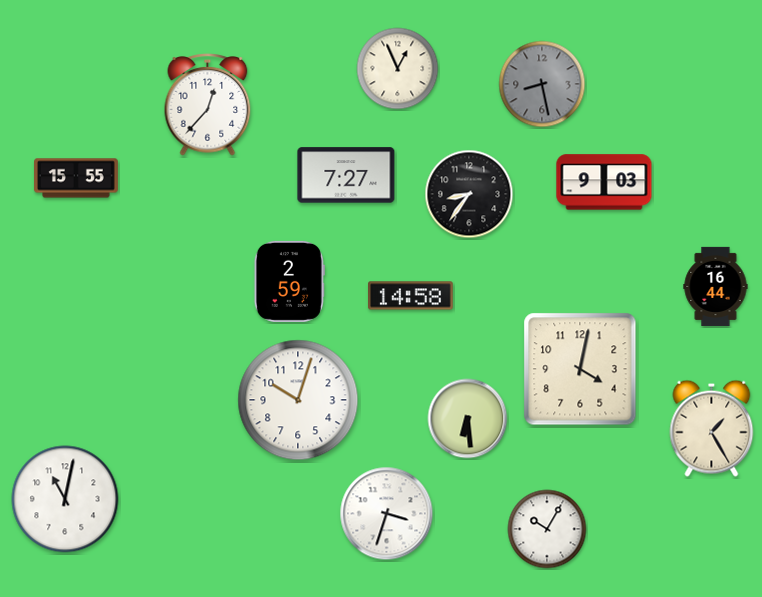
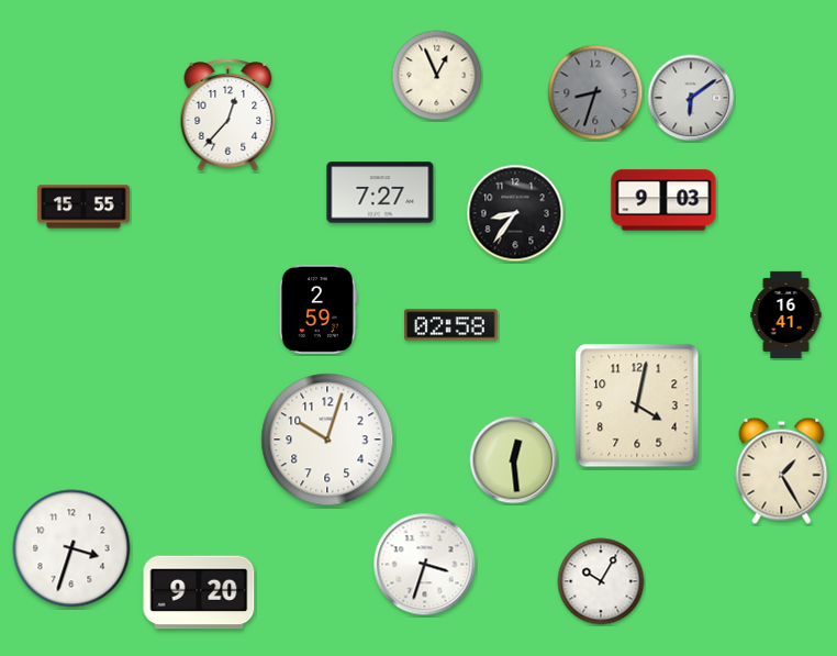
clock at (542, 84): 8:28 -> 8:33
clock at (691, 98): none -> 6:09
clock at (76, 178) position: (76, 178) -> (83, 207)
clock at (716, 286): 16:44 -> 16:41
clock at (411, 296): 14:58 -> 02:58
clock at (468, 419): 6:29 -> 12:29
clock at (65, 499): 11:02 -> 3:33
clock at (199, 592): none -> 9:20
